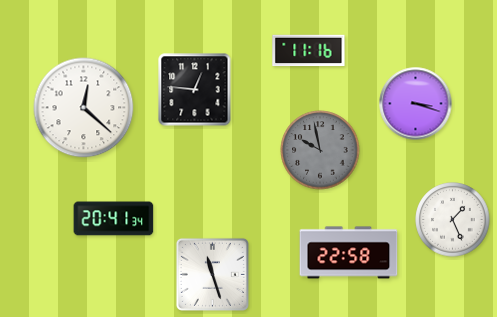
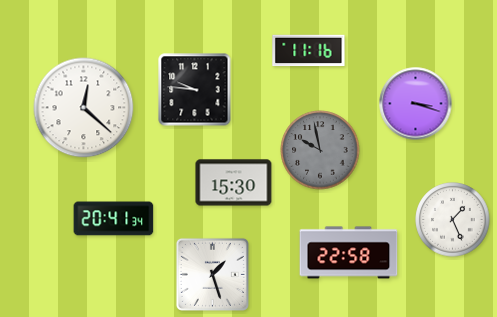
clock at (195, 90): 12:46 -> 9:46
clock at (234, 183): none -> 15:30
clock at (212, 274): 11:27 -> 1:27
